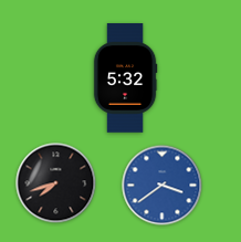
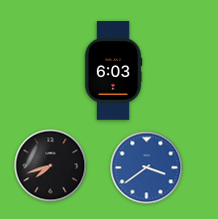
clock at (125, 78): 5:32 -> 6:03
